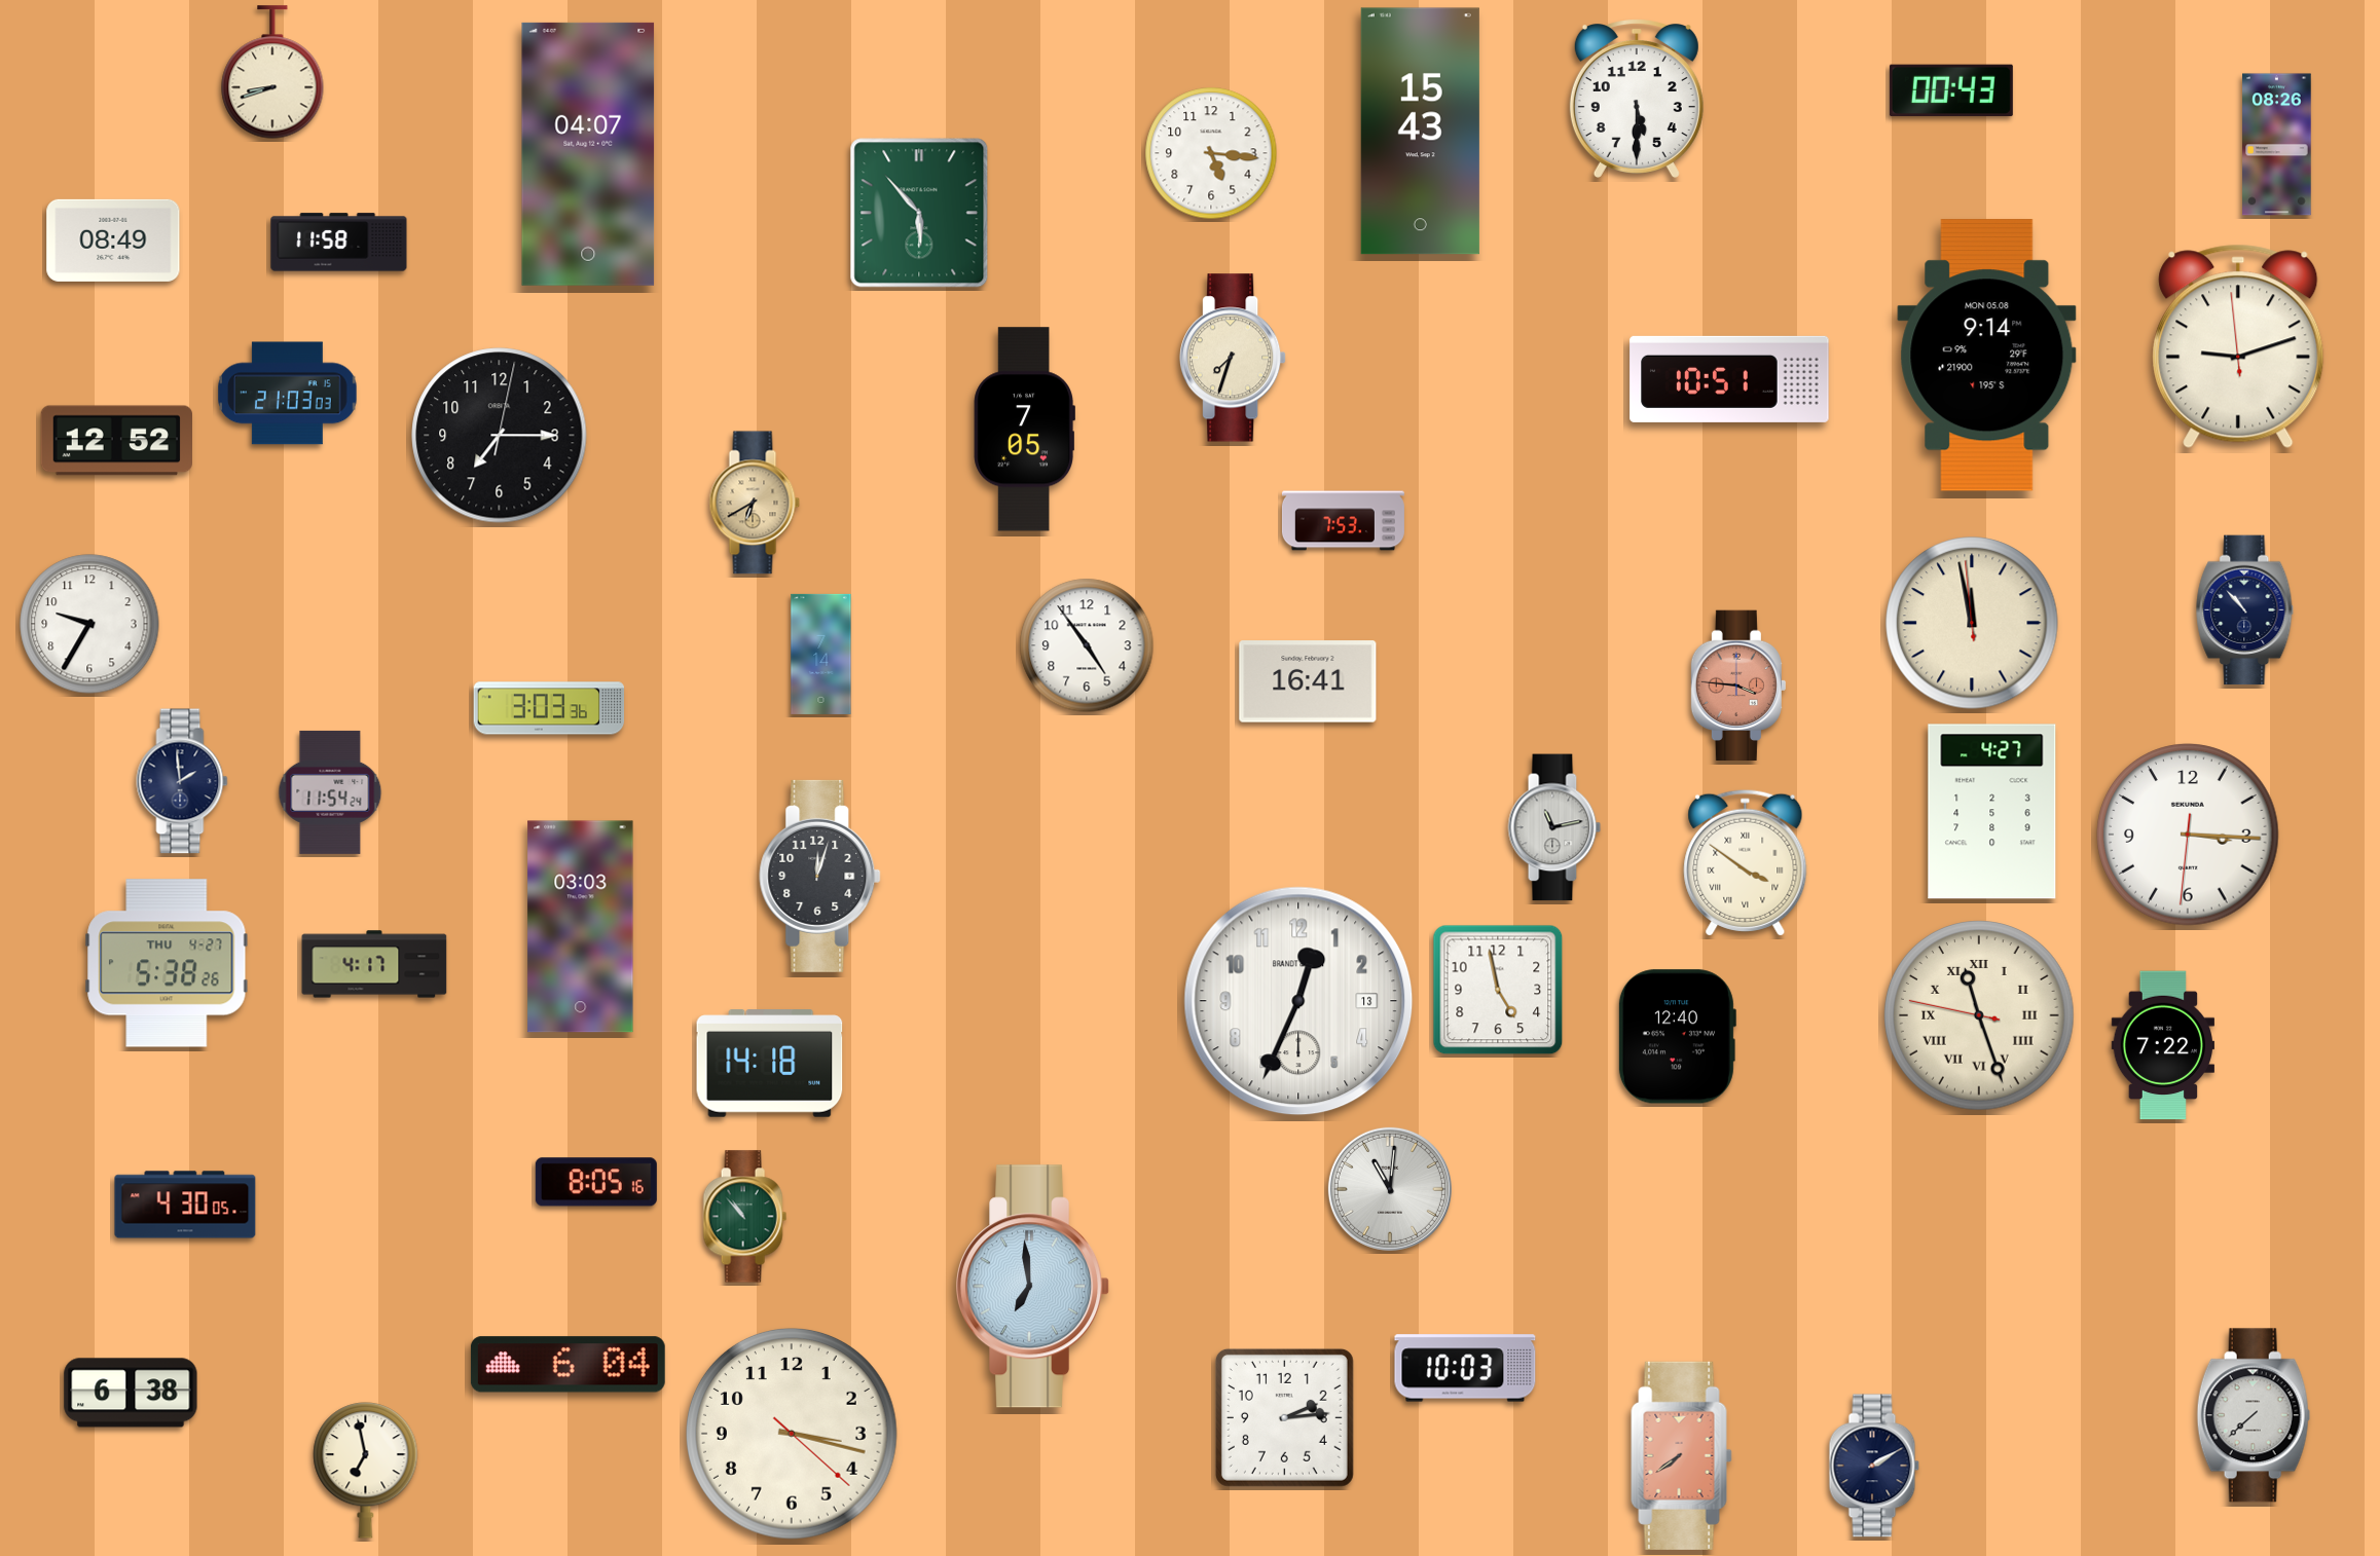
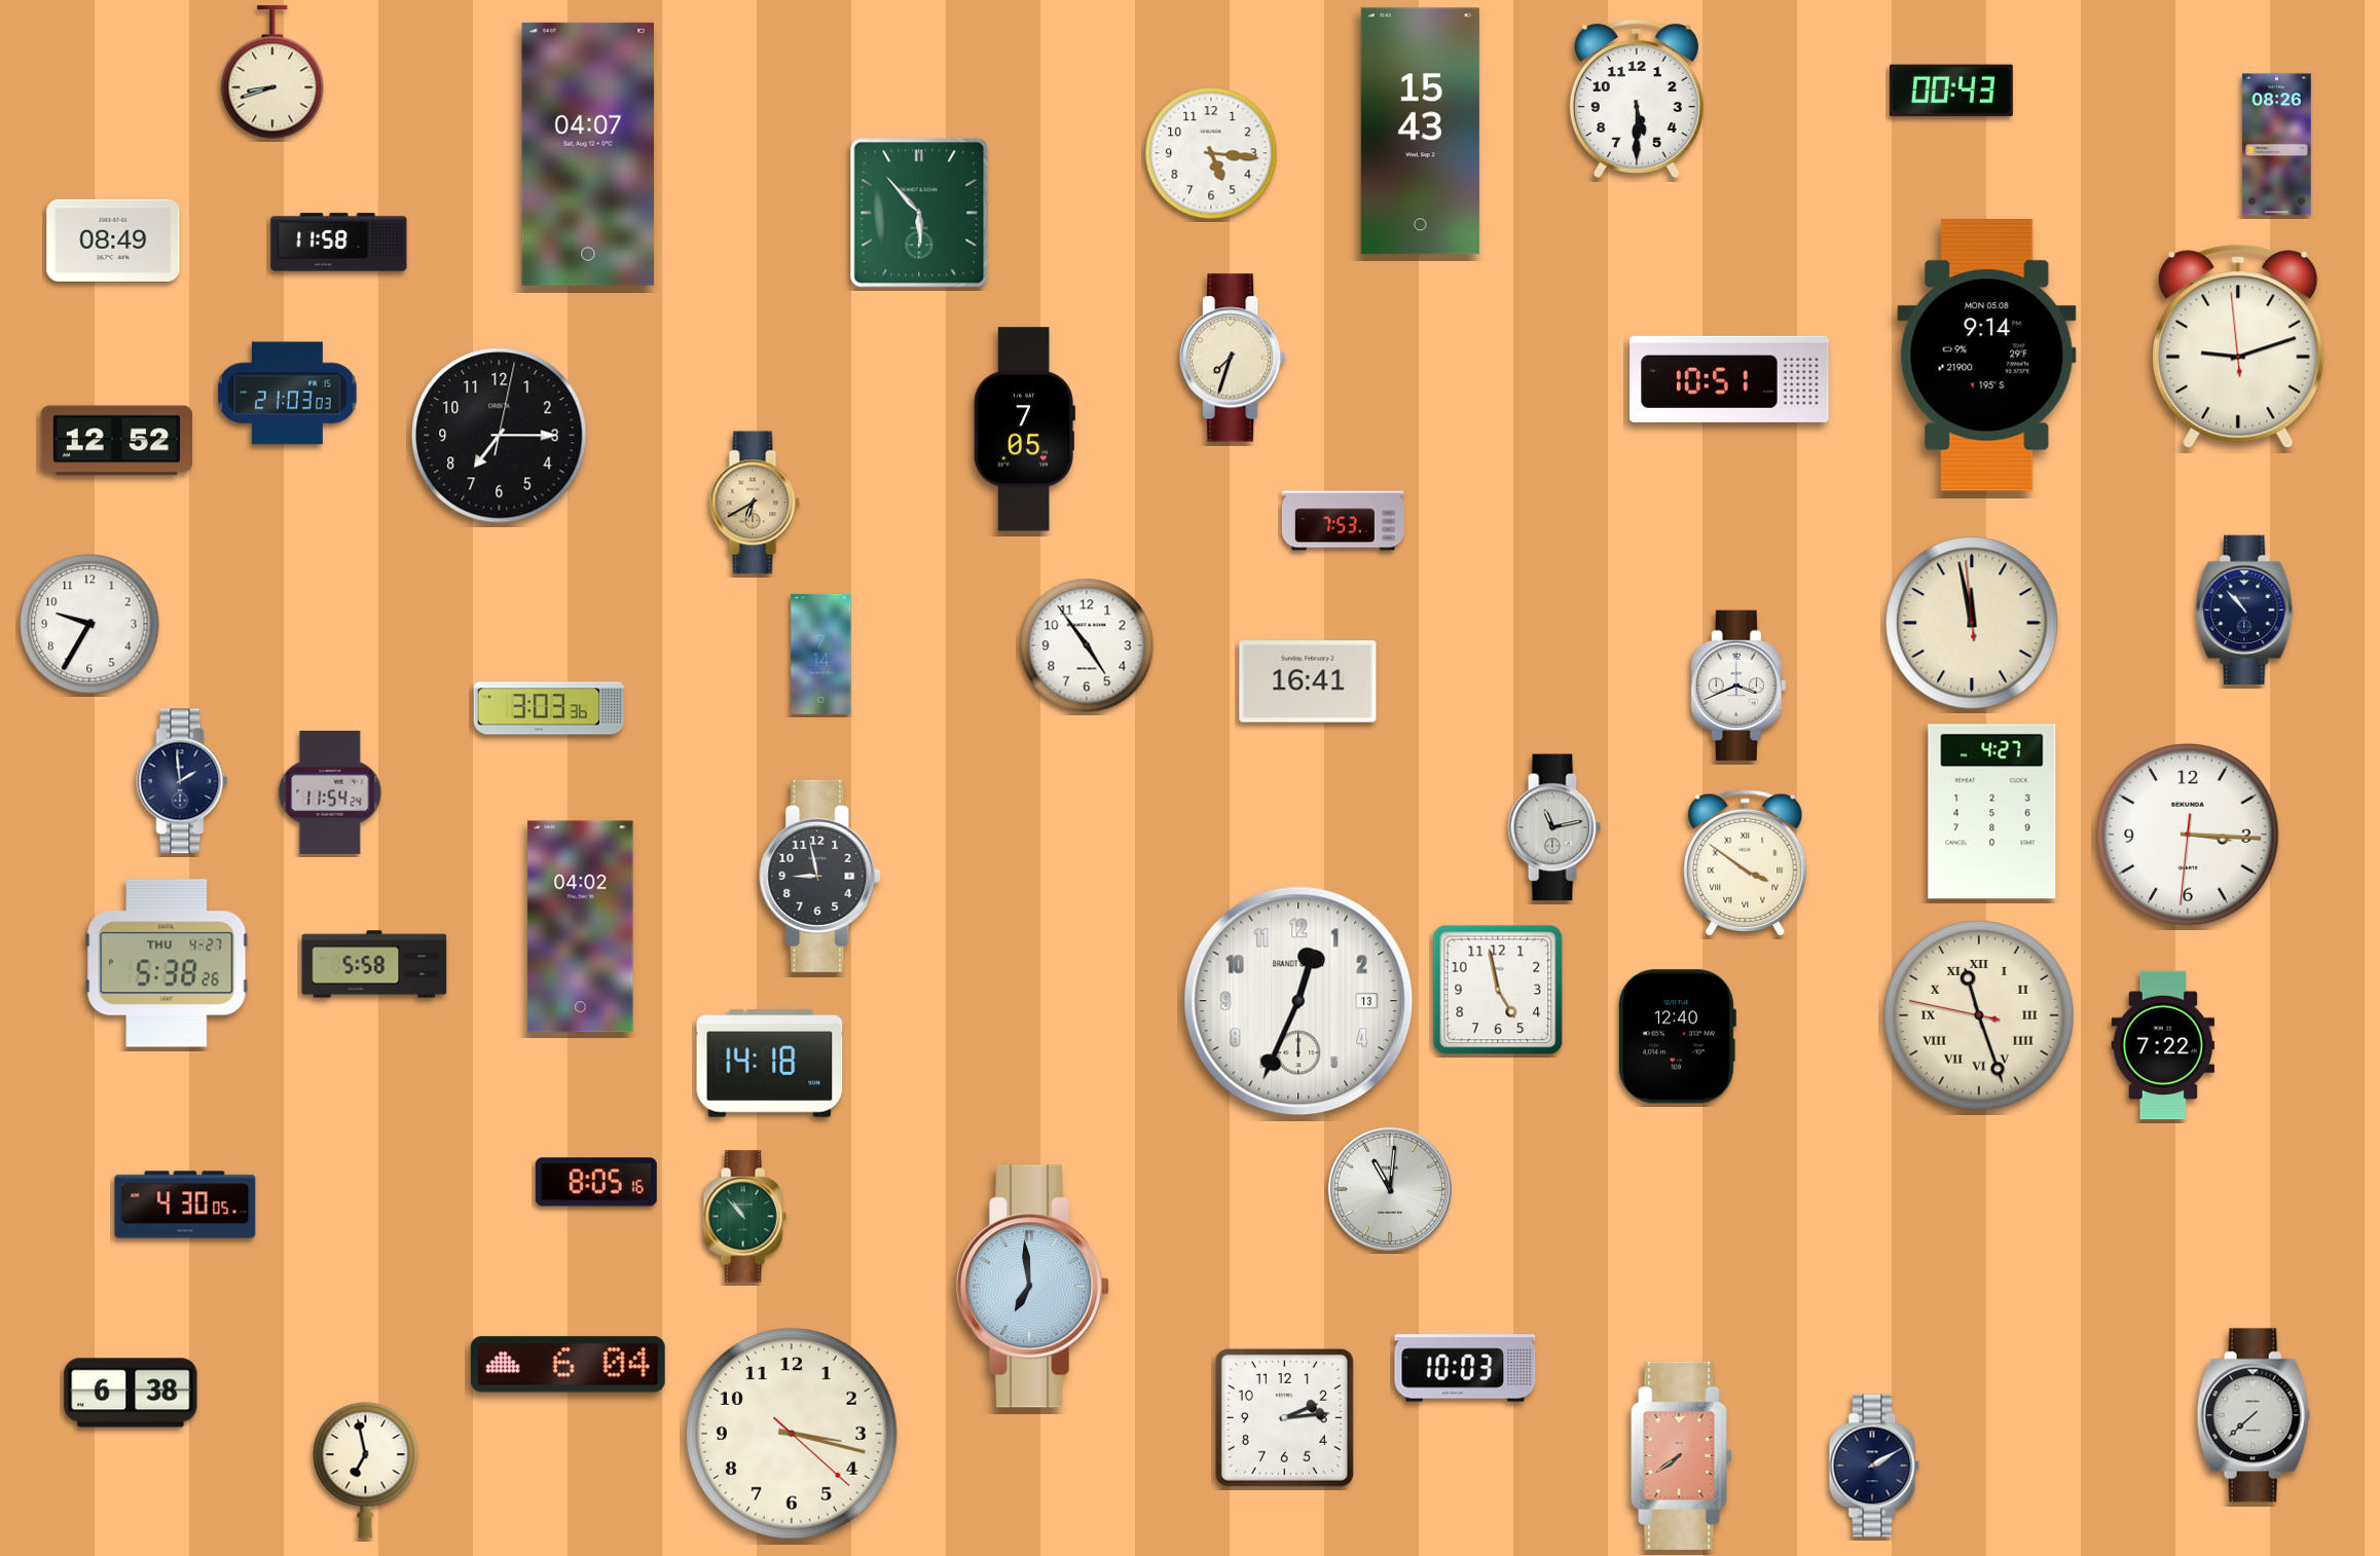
clock at (1738, 686): 3:46 -> 3:41
clock at (1738, 686) dial: salmon -> white
clock at (820, 876): 12:03 -> 8:58
clock at (581, 927): 03:03 -> 04:02
clock at (374, 964): 4:17 -> 5:58
